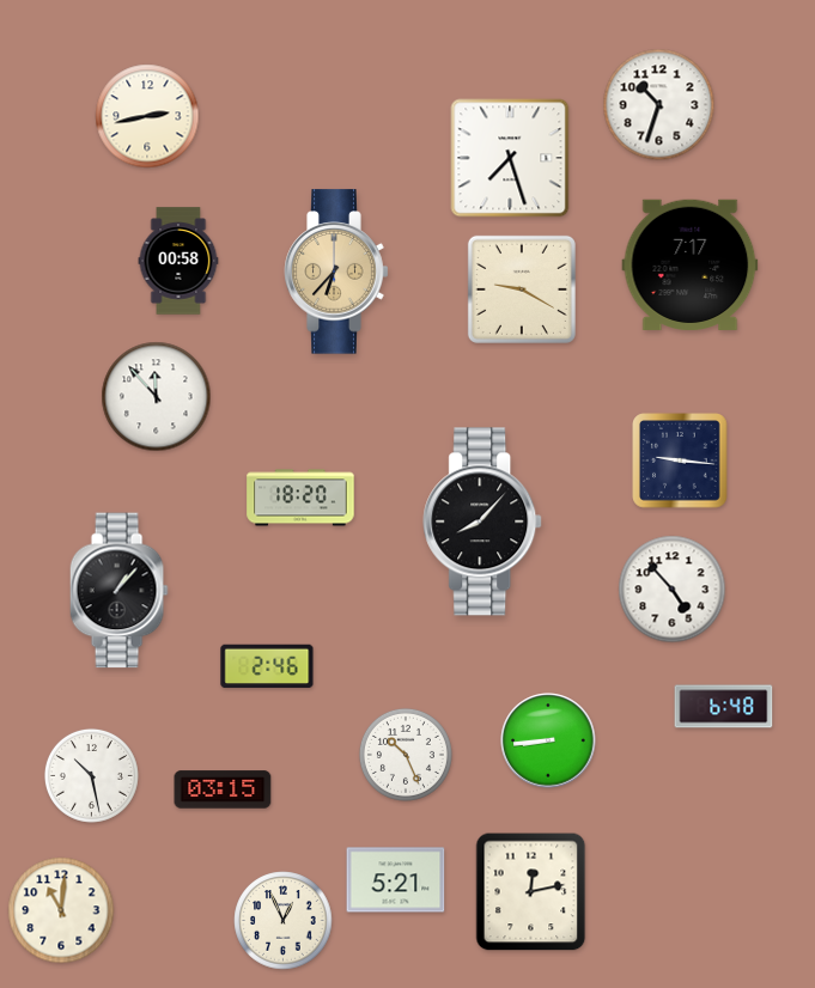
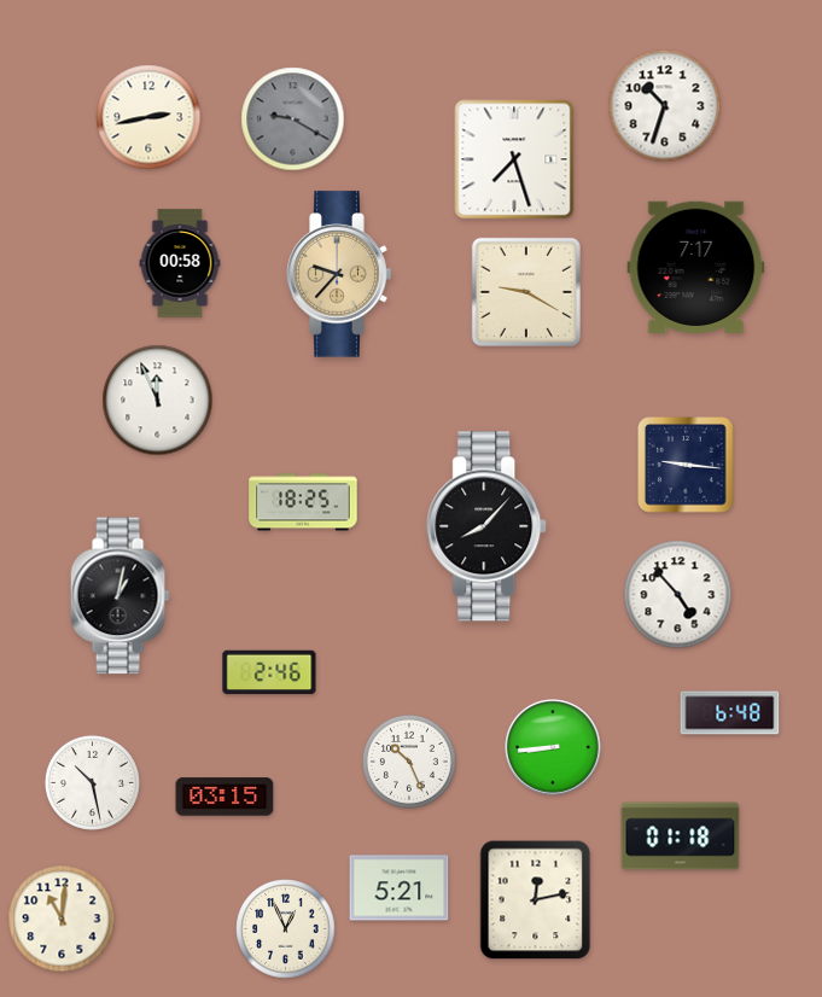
clock at (293, 119): none -> 9:20
clock at (336, 272): 6:37 -> 9:37
clock at (157, 397): 11:53 -> 11:56
clock at (300, 498): 18:20 -> 18:25
clock at (118, 591): 1:07 -> 1:02
clock at (681, 836): none -> 01:18
